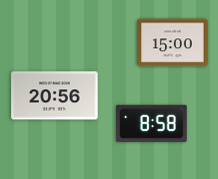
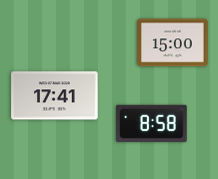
clock at (55, 96): 20:56 -> 17:41
